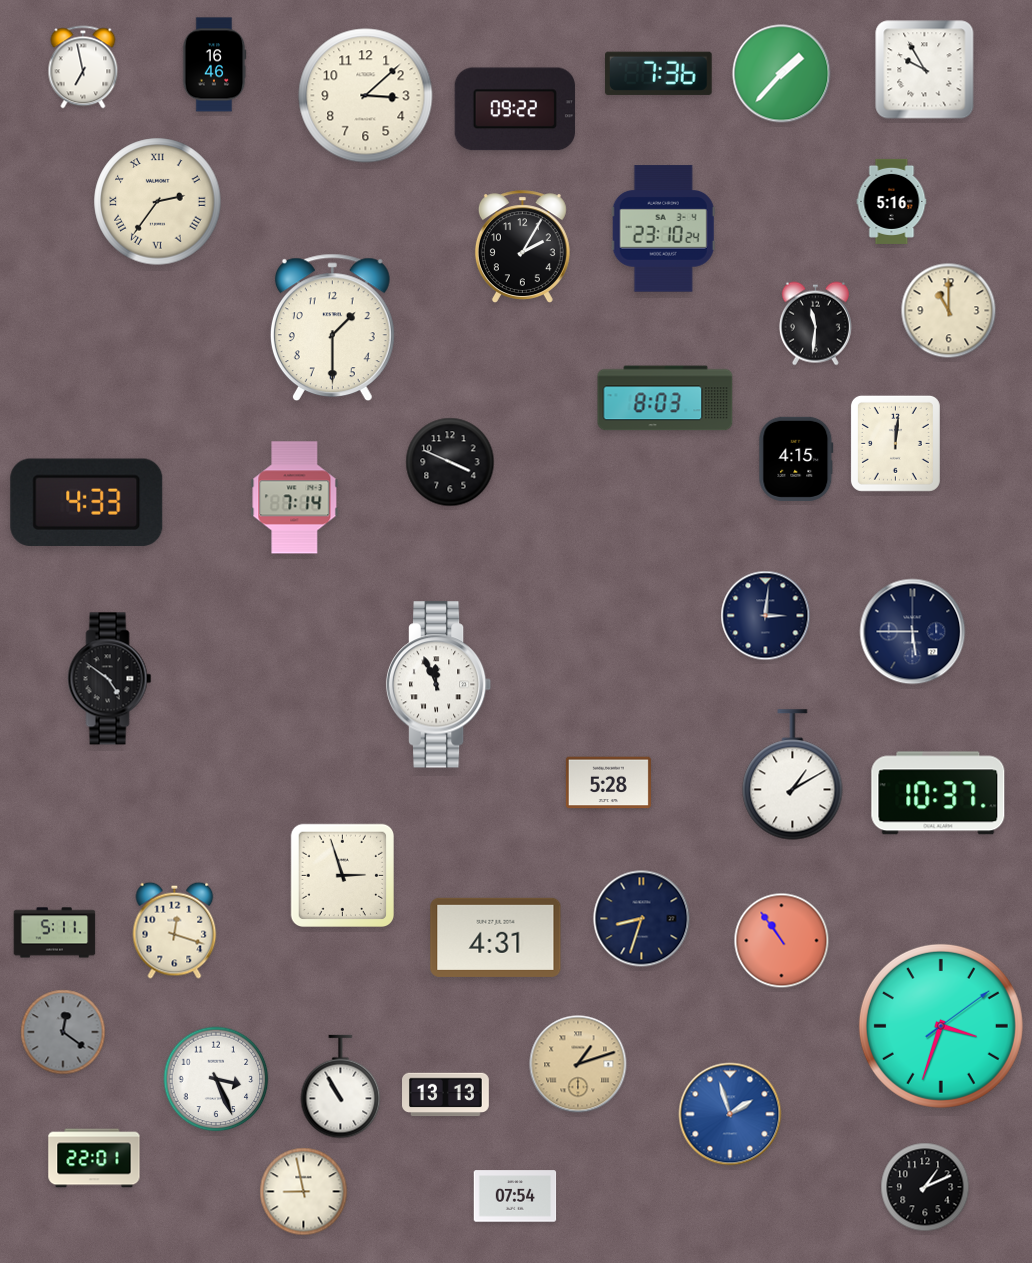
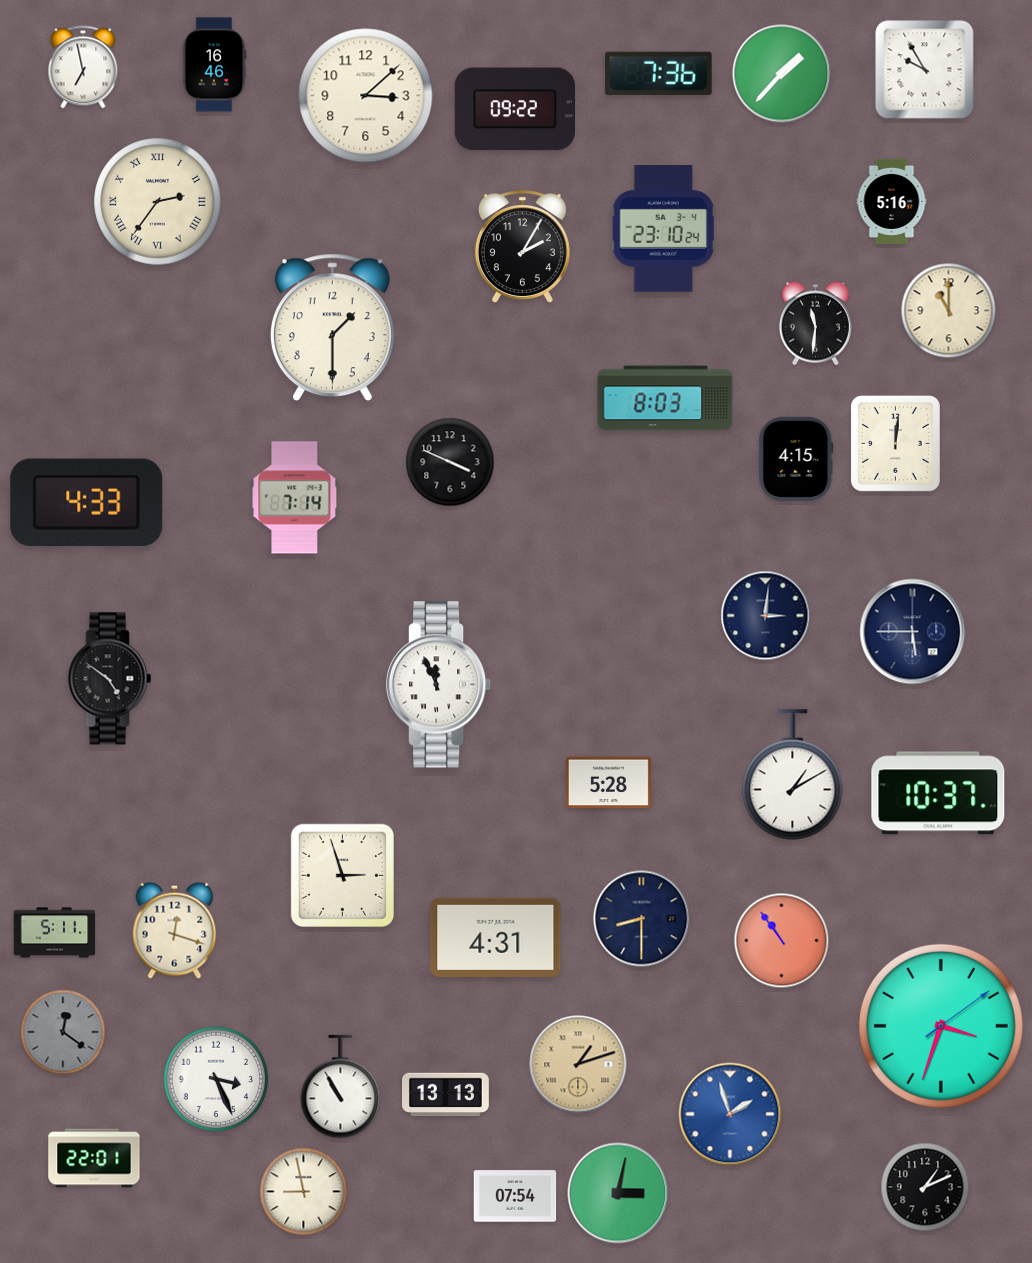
clock at (642, 919): 8:33 -> 8:30
clock at (618, 1193): none -> 3:02
